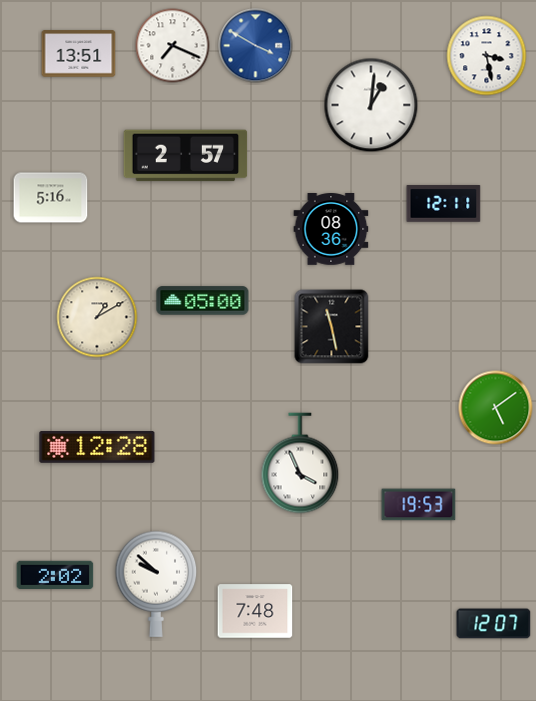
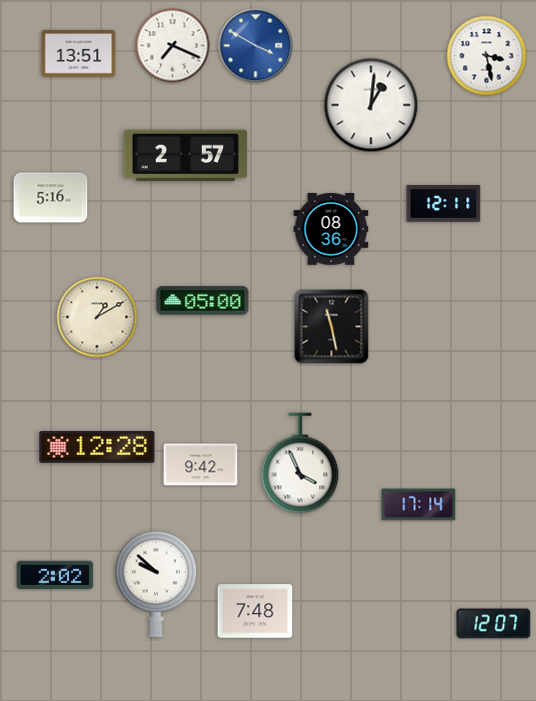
clock at (496, 408): 5:09 -> none
clock at (201, 465): none -> 9:42
clock at (419, 505): 19:53 -> 17:14
